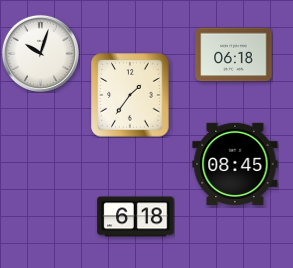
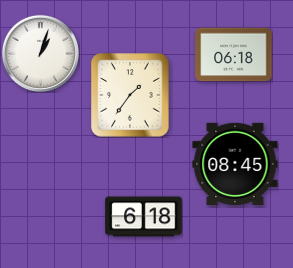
clock at (40, 53): 10:03 -> 1:03
clock at (136, 217) position: (136, 217) -> (144, 217)
